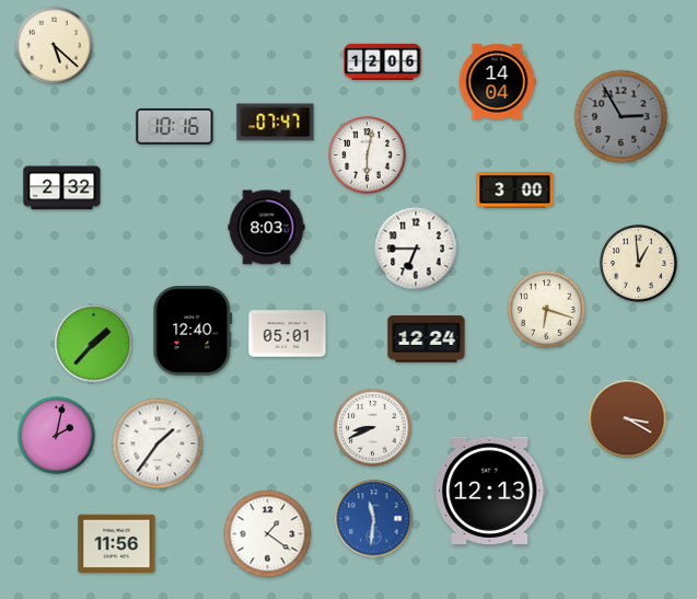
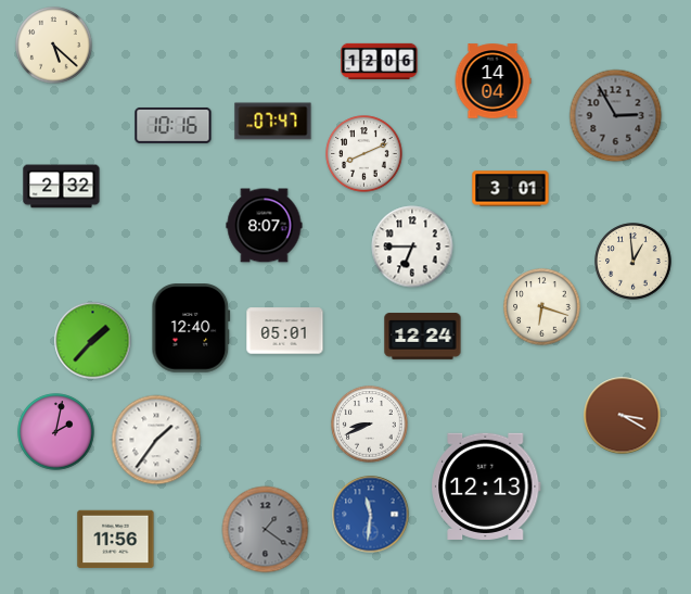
clock at (368, 155): 6:02 -> 8:11
clock at (515, 191): 3:00 -> 3:01
clock at (267, 228): 8:03 -> 8:07
clock at (268, 534) dial: white -> grey
